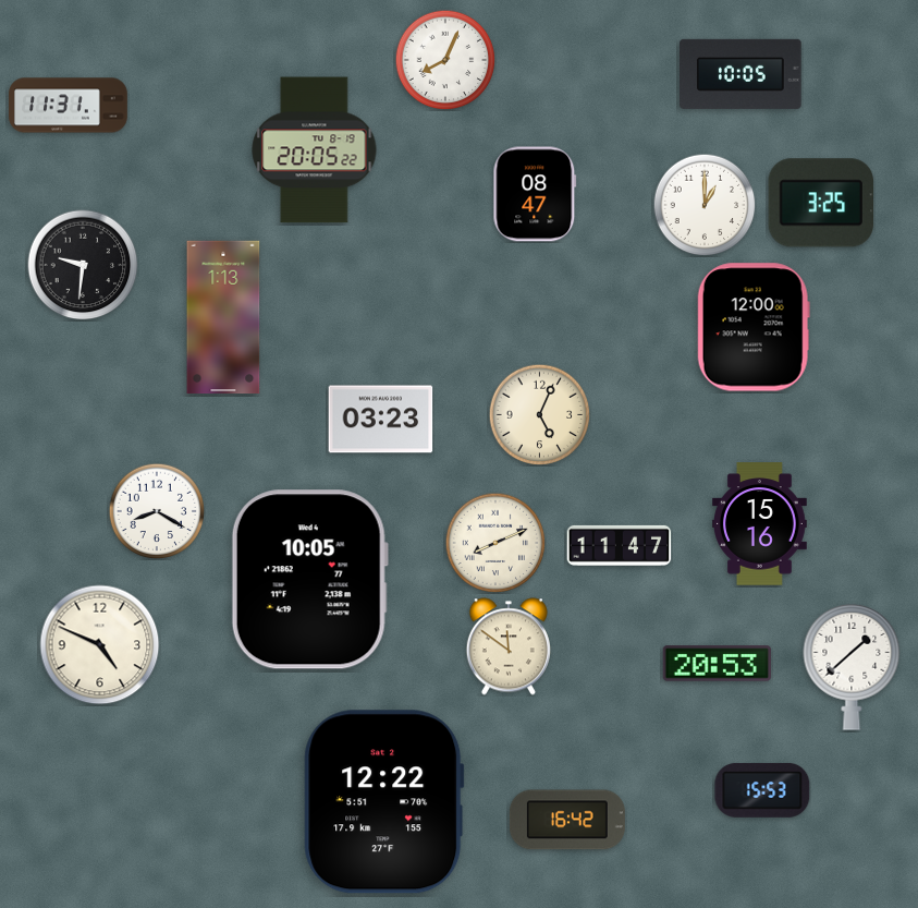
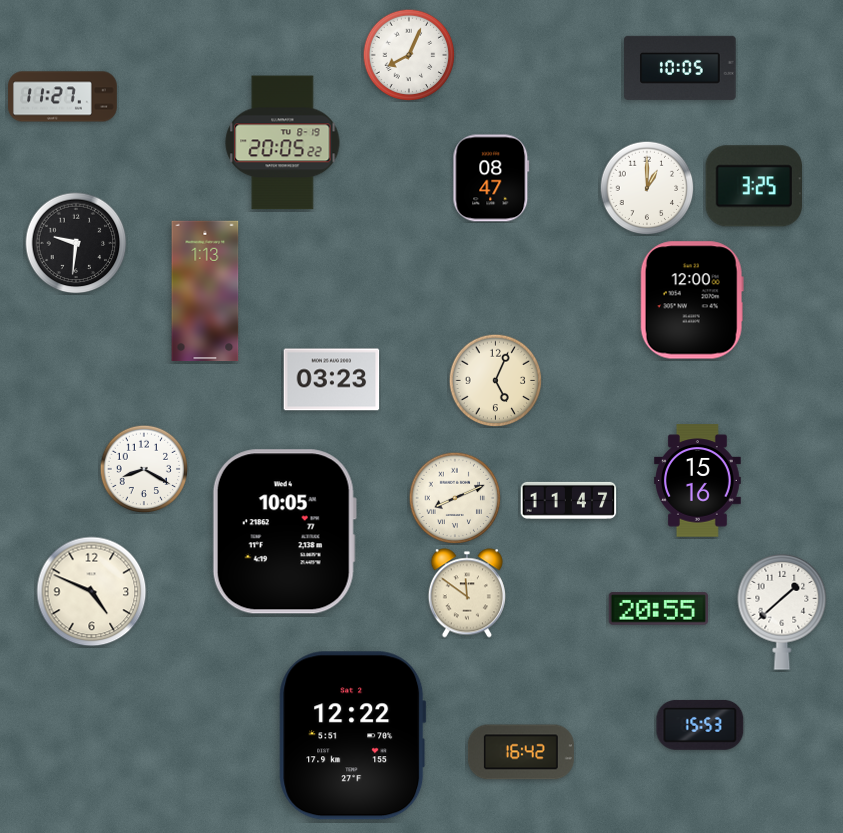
clock at (69, 106): 11:31 -> 11:27
clock at (315, 150) position: (315, 150) -> (283, 143)
clock at (381, 420) position: (381, 420) -> (332, 380)
clock at (717, 664): 20:53 -> 20:55
